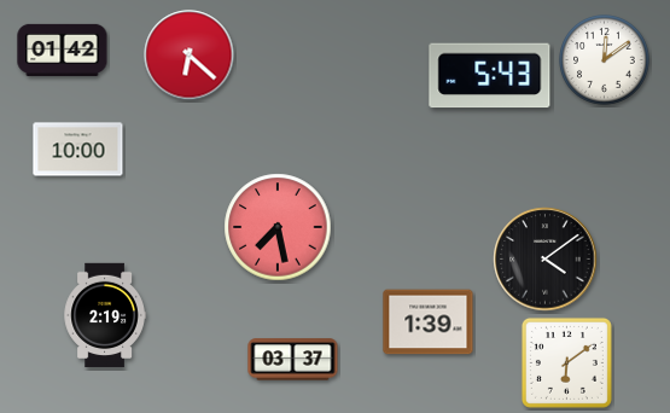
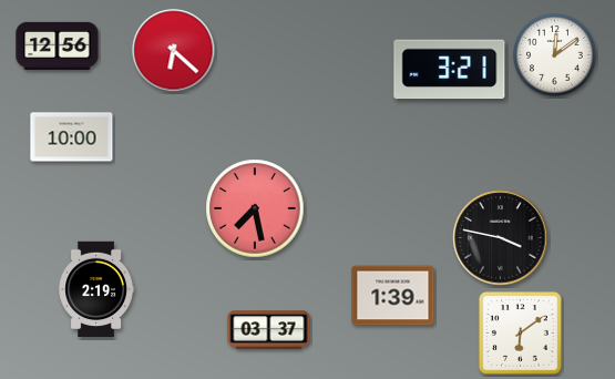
clock at (63, 50): 01:42 -> 12:56
clock at (490, 76): 5:43 -> 3:21
clock at (546, 260): 4:09 -> 3:47
